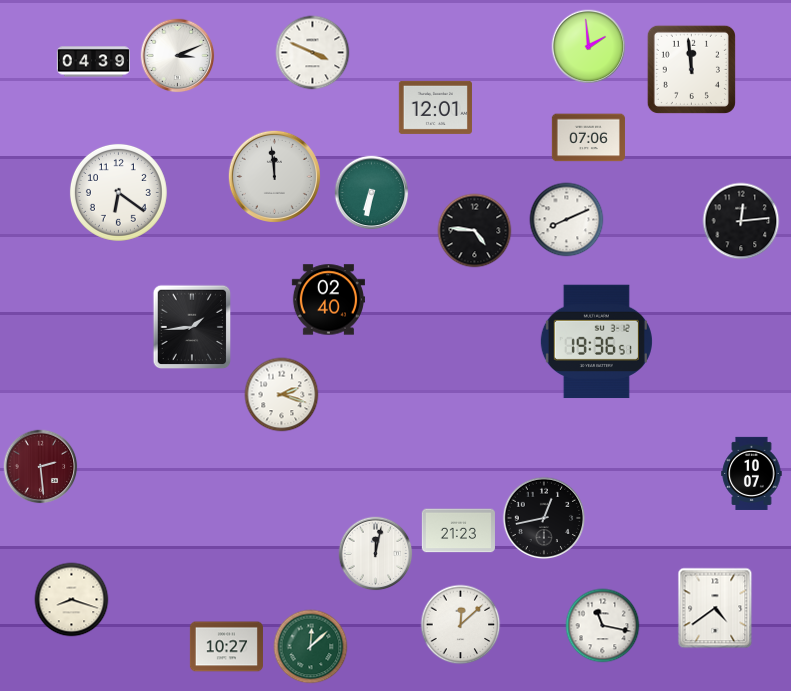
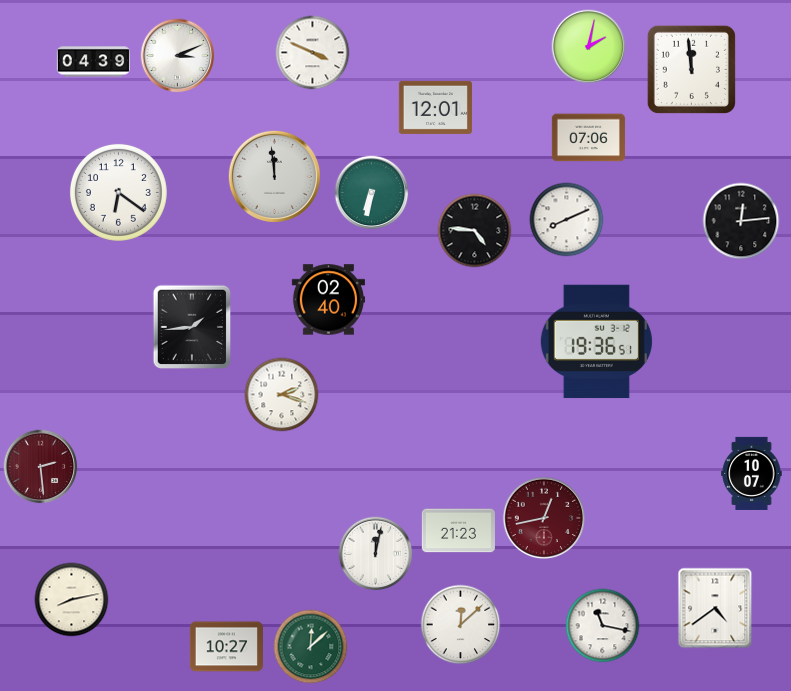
clock at (589, 47): 1:59 -> 2:02
clock at (544, 518) dial: black -> burgundy
clock at (72, 600): 8:18 -> 8:13
